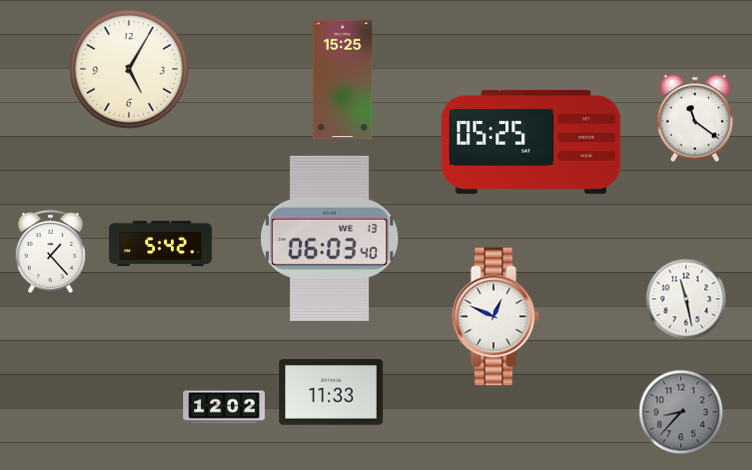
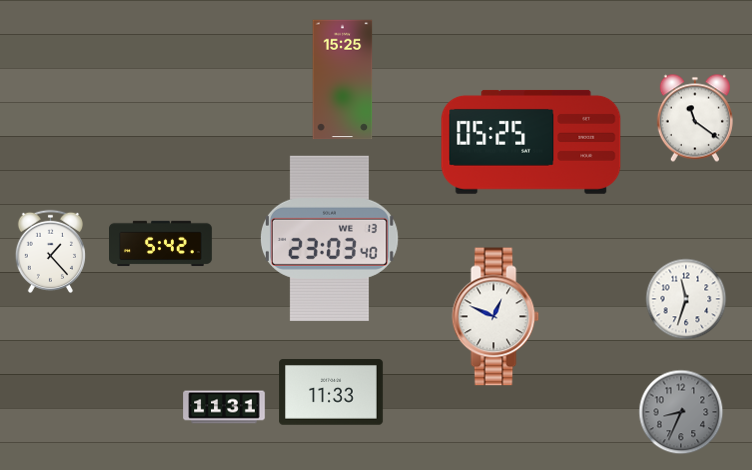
clock at (129, 69): 5:05 -> none
clock at (329, 238): 06:03 -> 23:03
clock at (686, 299): 11:28 -> 11:33
clock at (224, 407): 12:02 -> 11:31
clock at (681, 412): 8:37 -> 8:34
